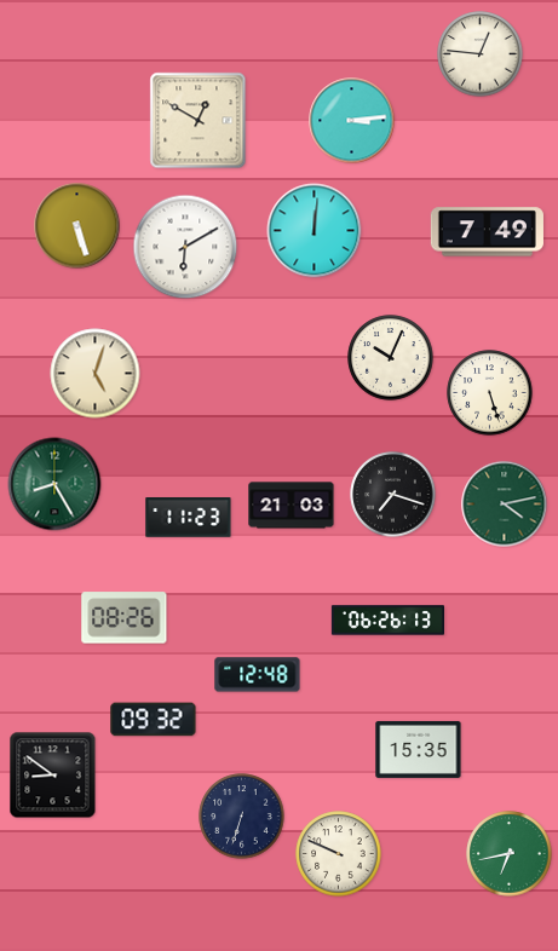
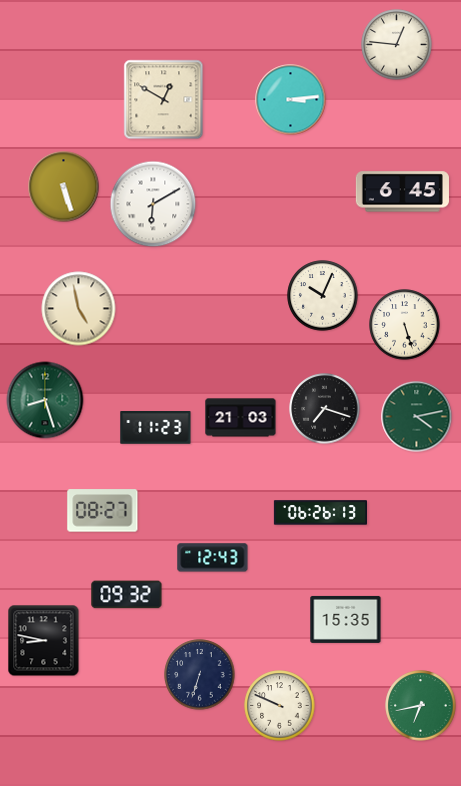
clock at (315, 231): 12:01 -> none
clock at (487, 232): 7:49 -> 6:45
clock at (96, 374): 5:03 -> 4:58
clock at (54, 484): 8:25 -> 8:27
clock at (125, 618): 08:26 -> 08:27
clock at (258, 675): 12:48 -> 12:43
clock at (53, 776): 8:51 -> 8:47
